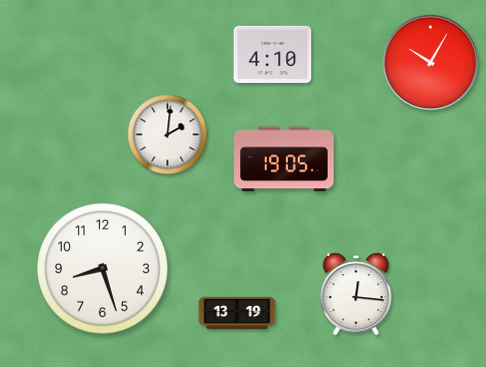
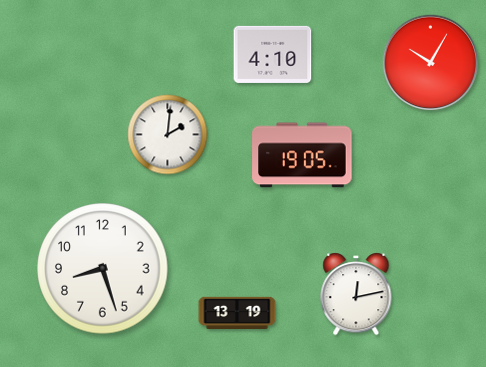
clock at (284, 159) position: (284, 159) -> (302, 155)
clock at (356, 294): 12:16 -> 12:13
